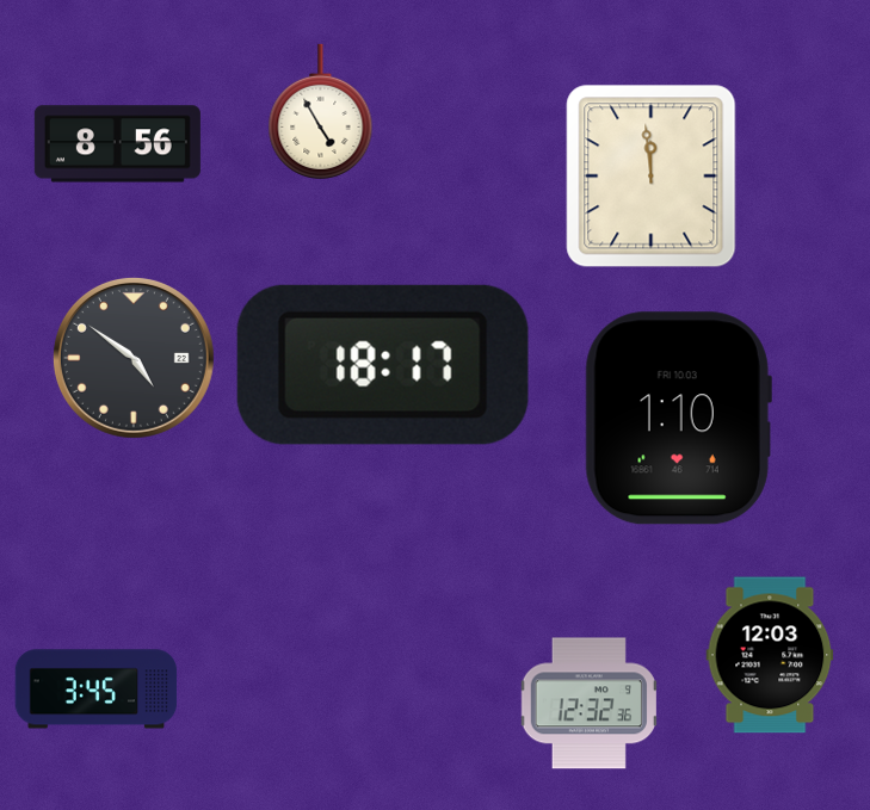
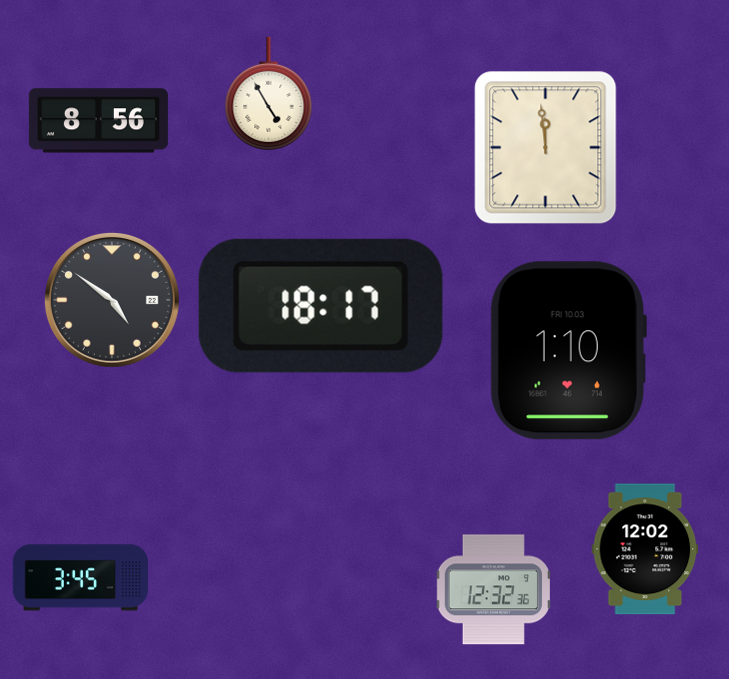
clock at (770, 655): 12:03 -> 12:02
